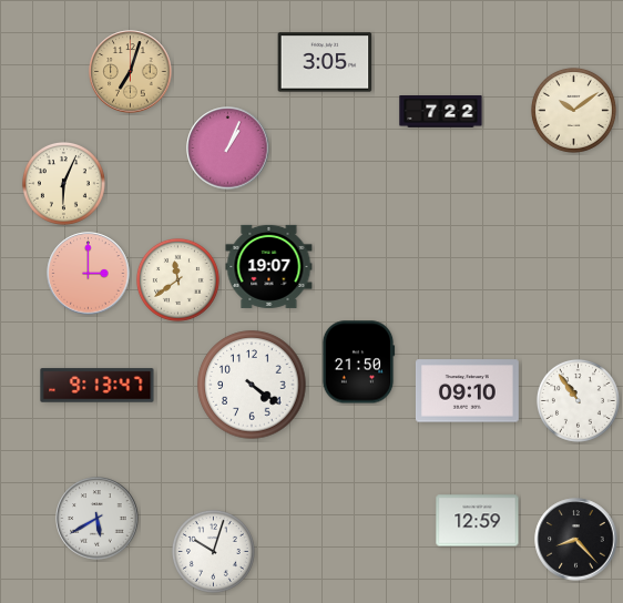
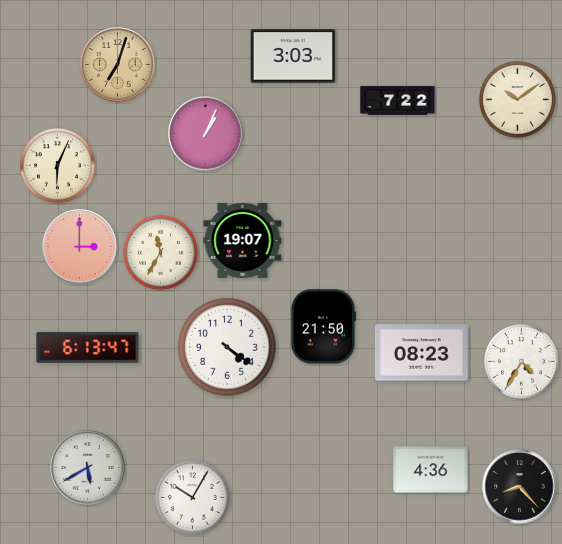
clock at (325, 62): 3:05 -> 3:03
clock at (177, 279): 11:39 -> 11:35
clock at (98, 386): 9:13 -> 6:13
clock at (467, 391): 09:10 -> 08:23
clock at (578, 400): 10:54 -> 4:35
clock at (478, 521): 12:59 -> 4:36
clock at (213, 551): 10:03 -> 10:05
